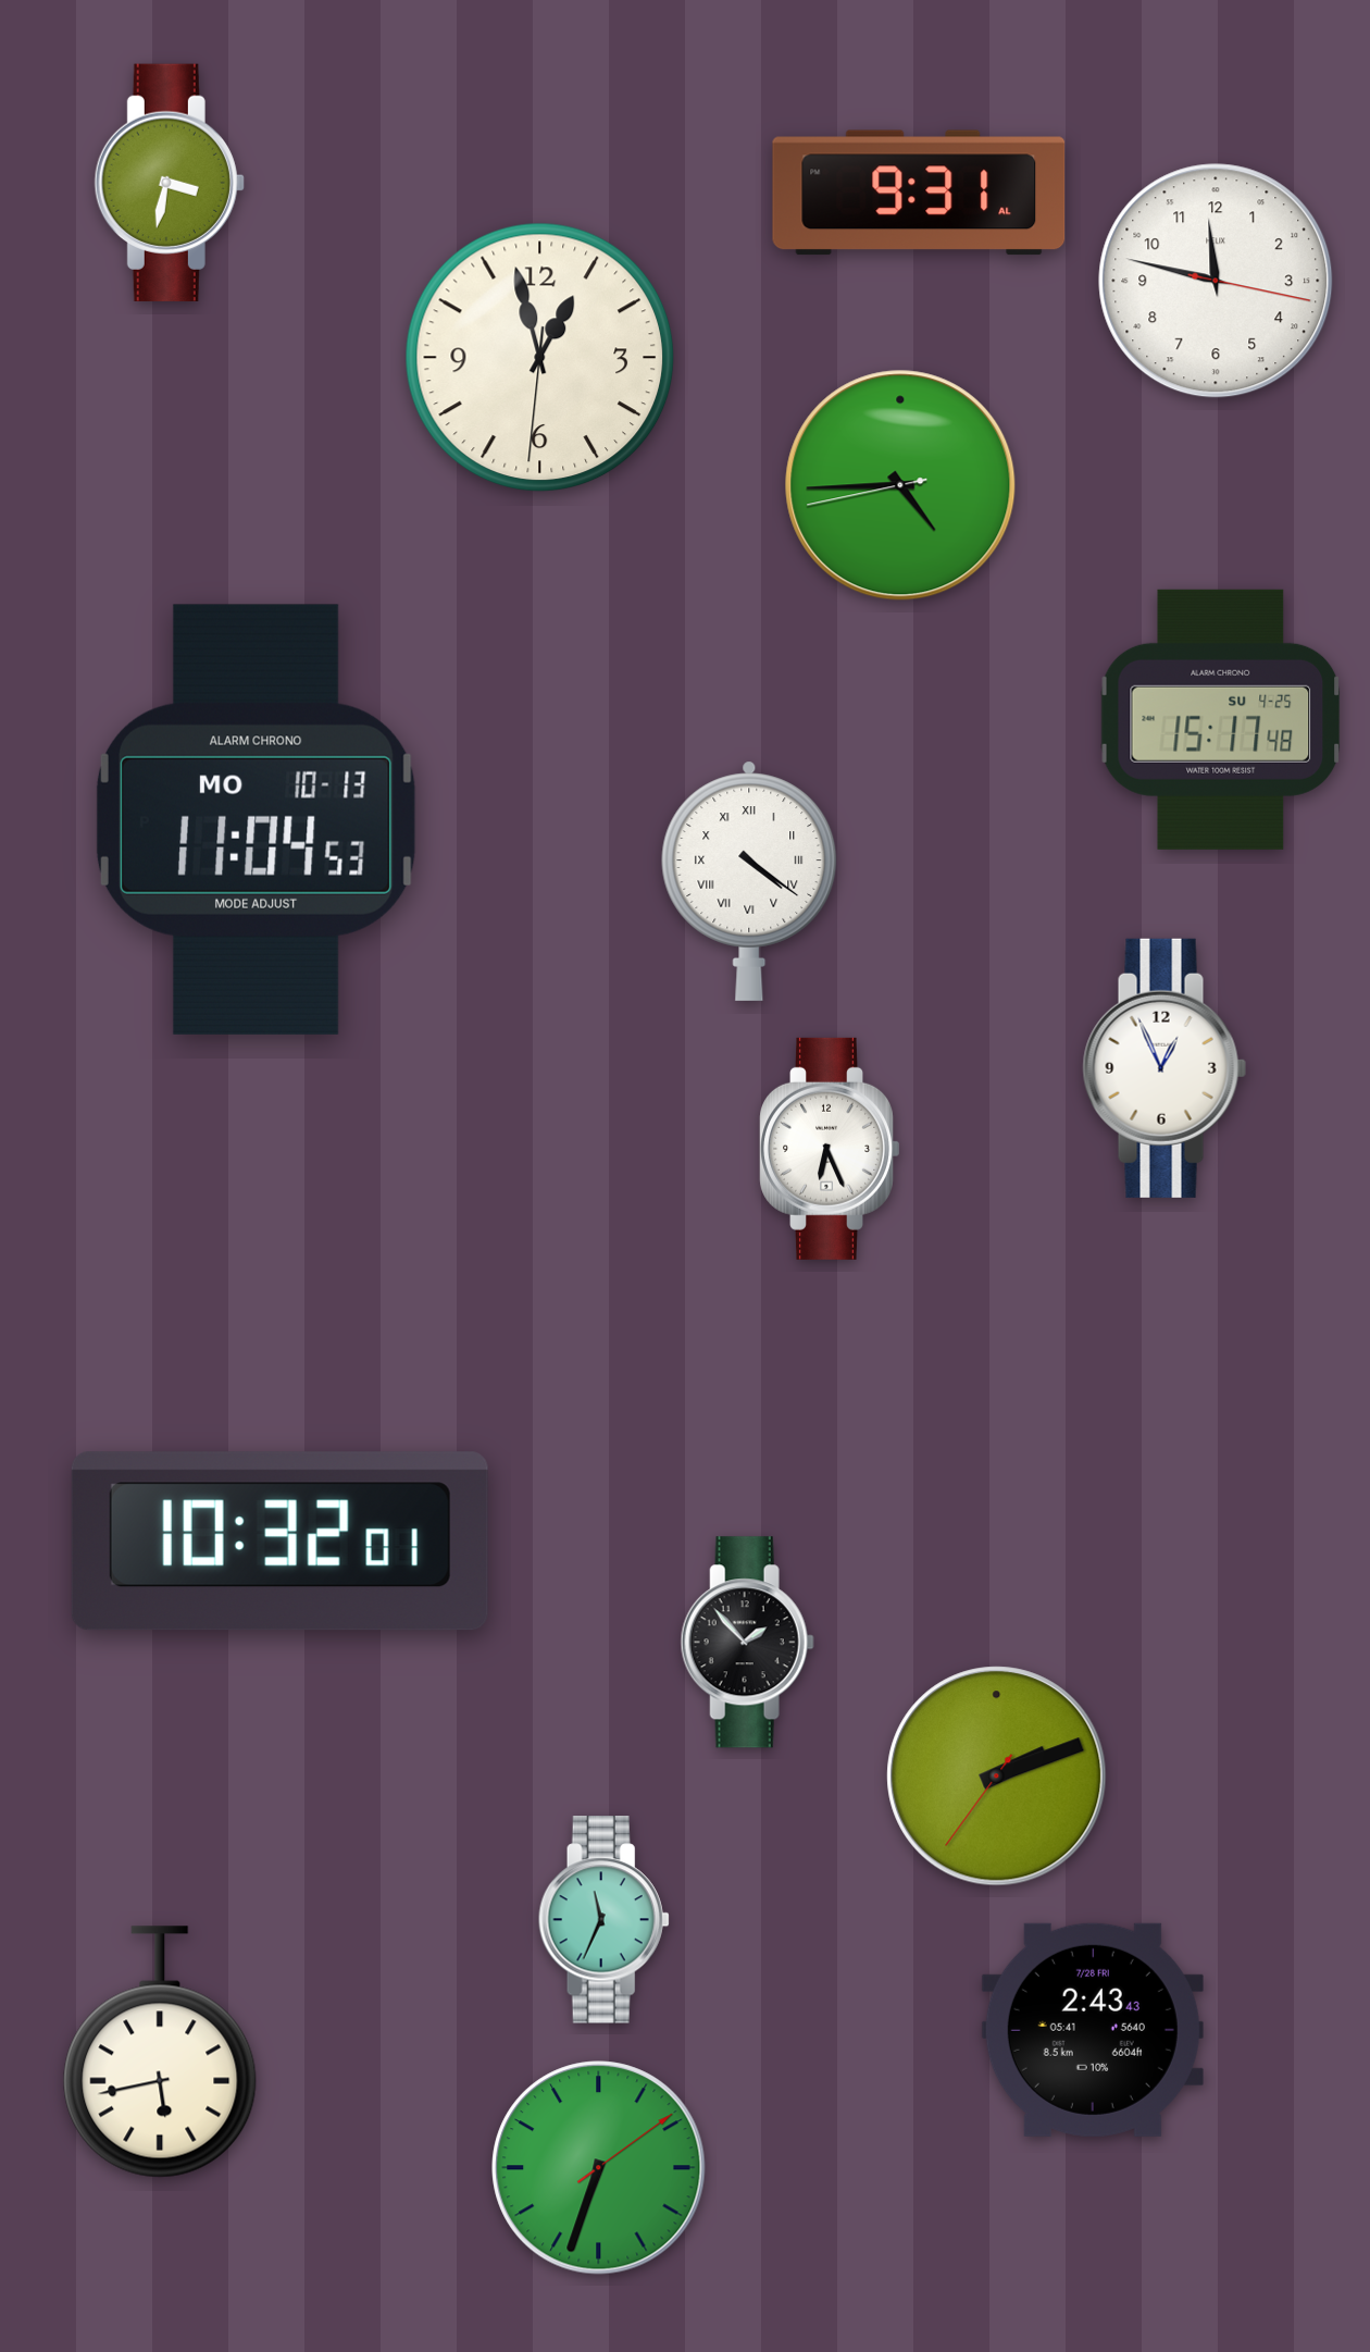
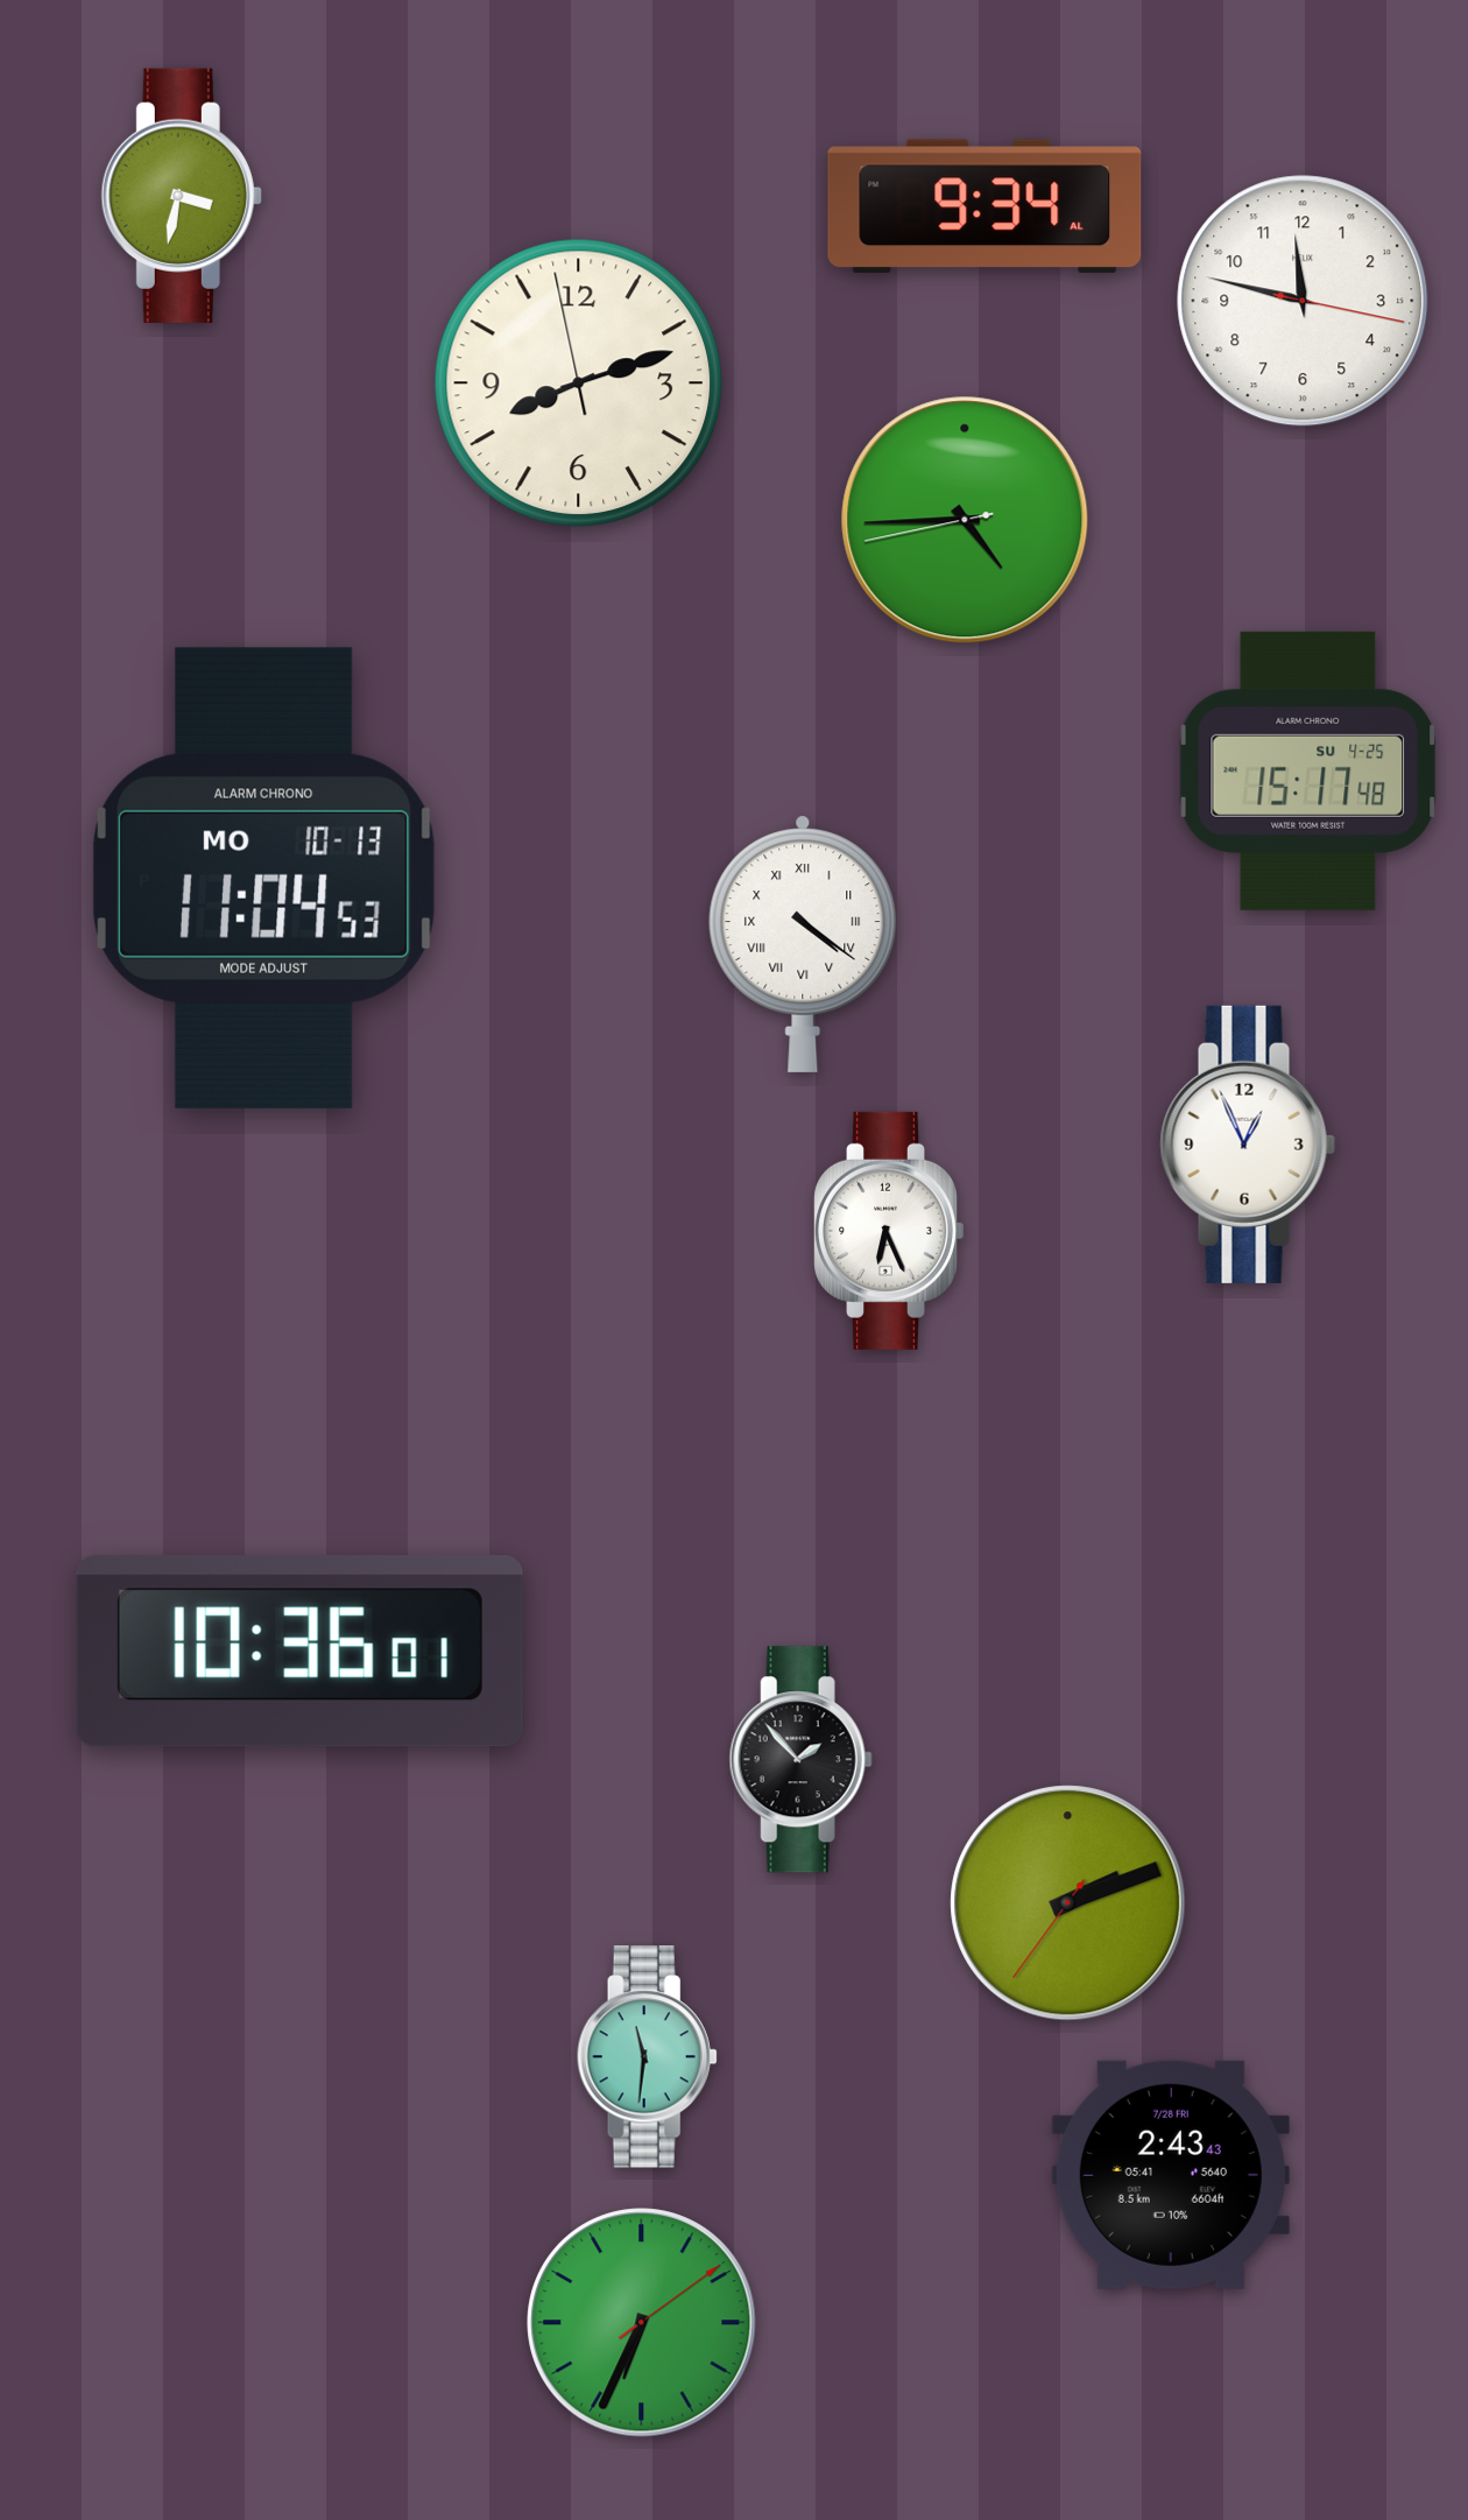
clock at (919, 193): 9:31 -> 9:34
clock at (540, 358): 12:57 -> 8:11
clock at (256, 819) position: (256, 819) -> (263, 878)
clock at (279, 1542): 10:32 -> 10:36
clock at (603, 1920): 11:34 -> 11:31
clock at (160, 2052): 5:43 -> none
clock at (599, 2168): 6:33 -> 6:34
